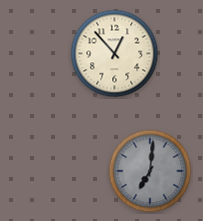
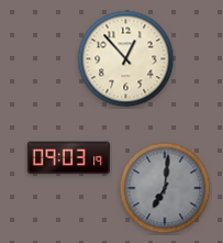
clock at (69, 158): none -> 09:03
